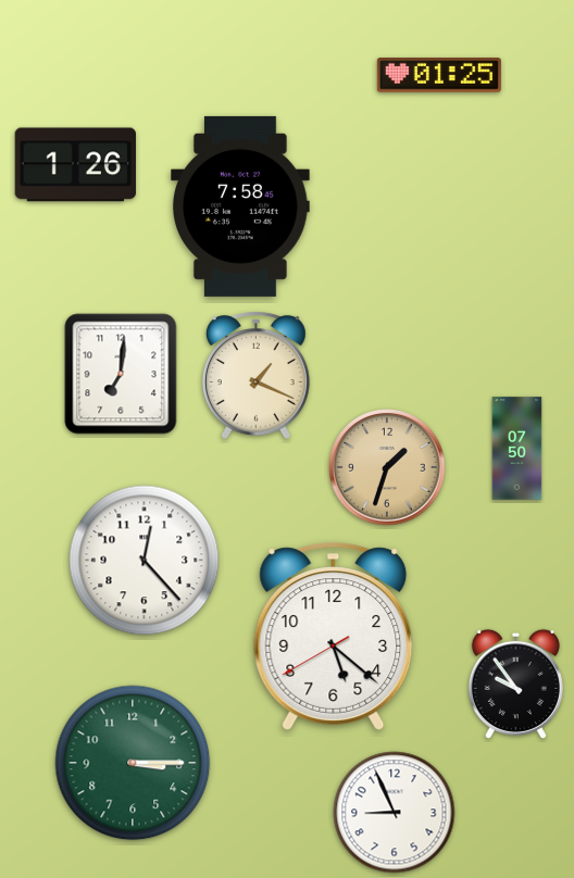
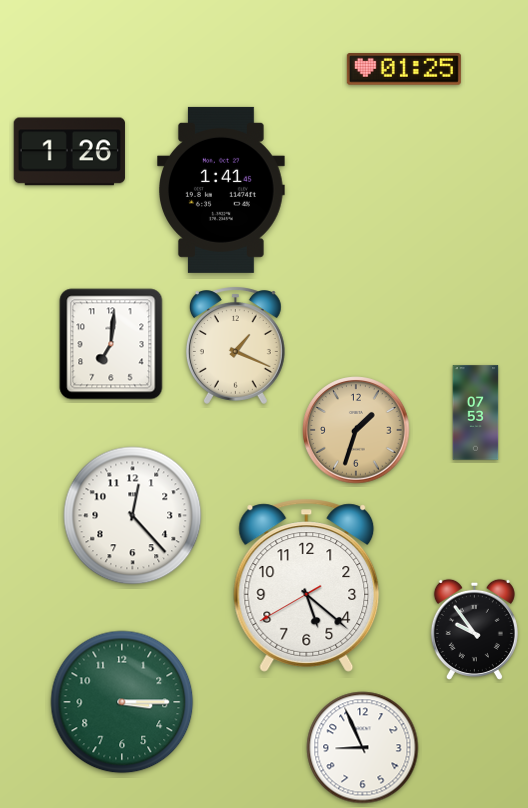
clock at (241, 206): 7:58 -> 1:41
clock at (517, 449): 07:50 -> 07:53
